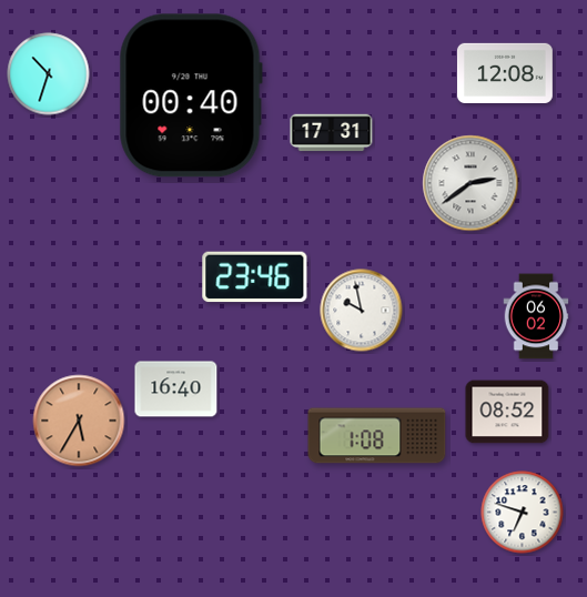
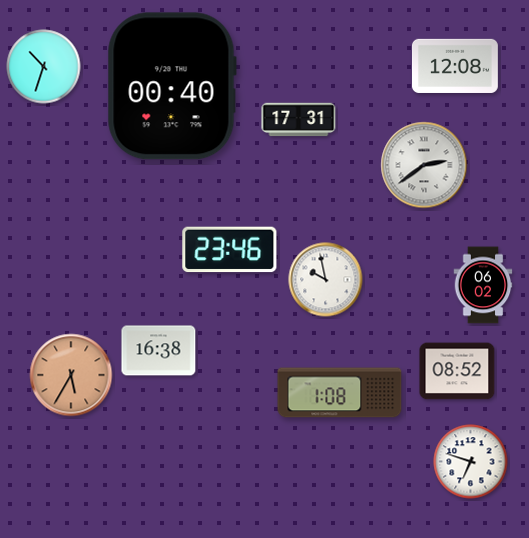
clock at (176, 389): 16:40 -> 16:38
clock at (79, 421) position: (79, 421) -> (71, 375)
